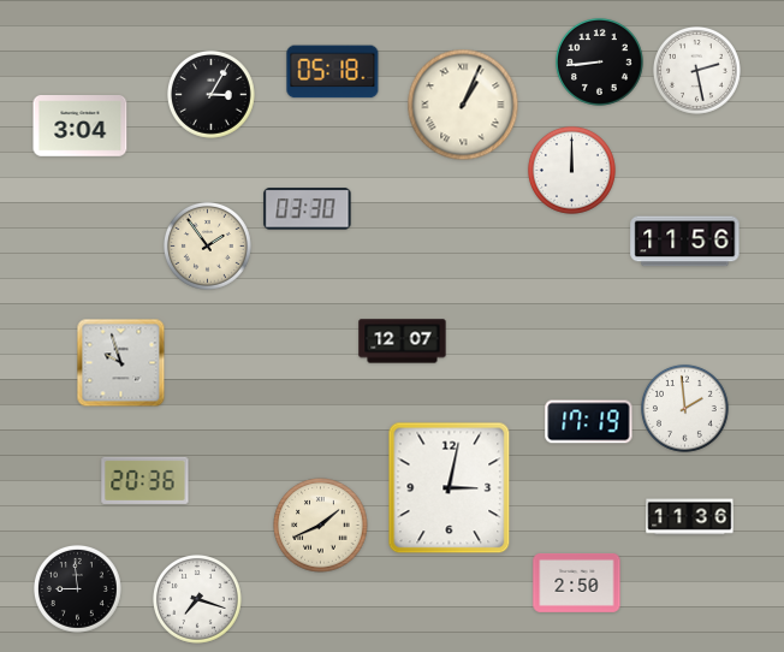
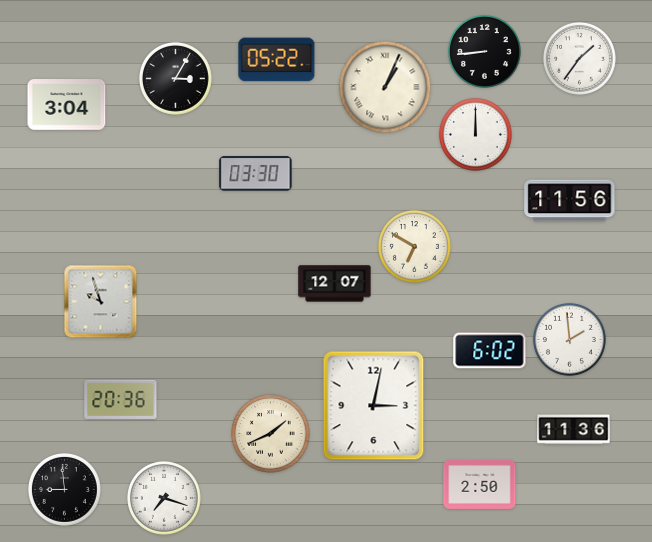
clock at (599, 61) position: (599, 61) -> (484, 51)
clock at (696, 70): 2:28 -> 1:36
clock at (333, 72): 05:18 -> 05:22
clock at (571, 170) position: (571, 170) -> (475, 134)
clock at (207, 245): 1:54 -> none
clock at (414, 246): none -> 6:50
clock at (589, 422): 17:19 -> 6:02
clock at (321, 526) position: (321, 526) -> (271, 434)
